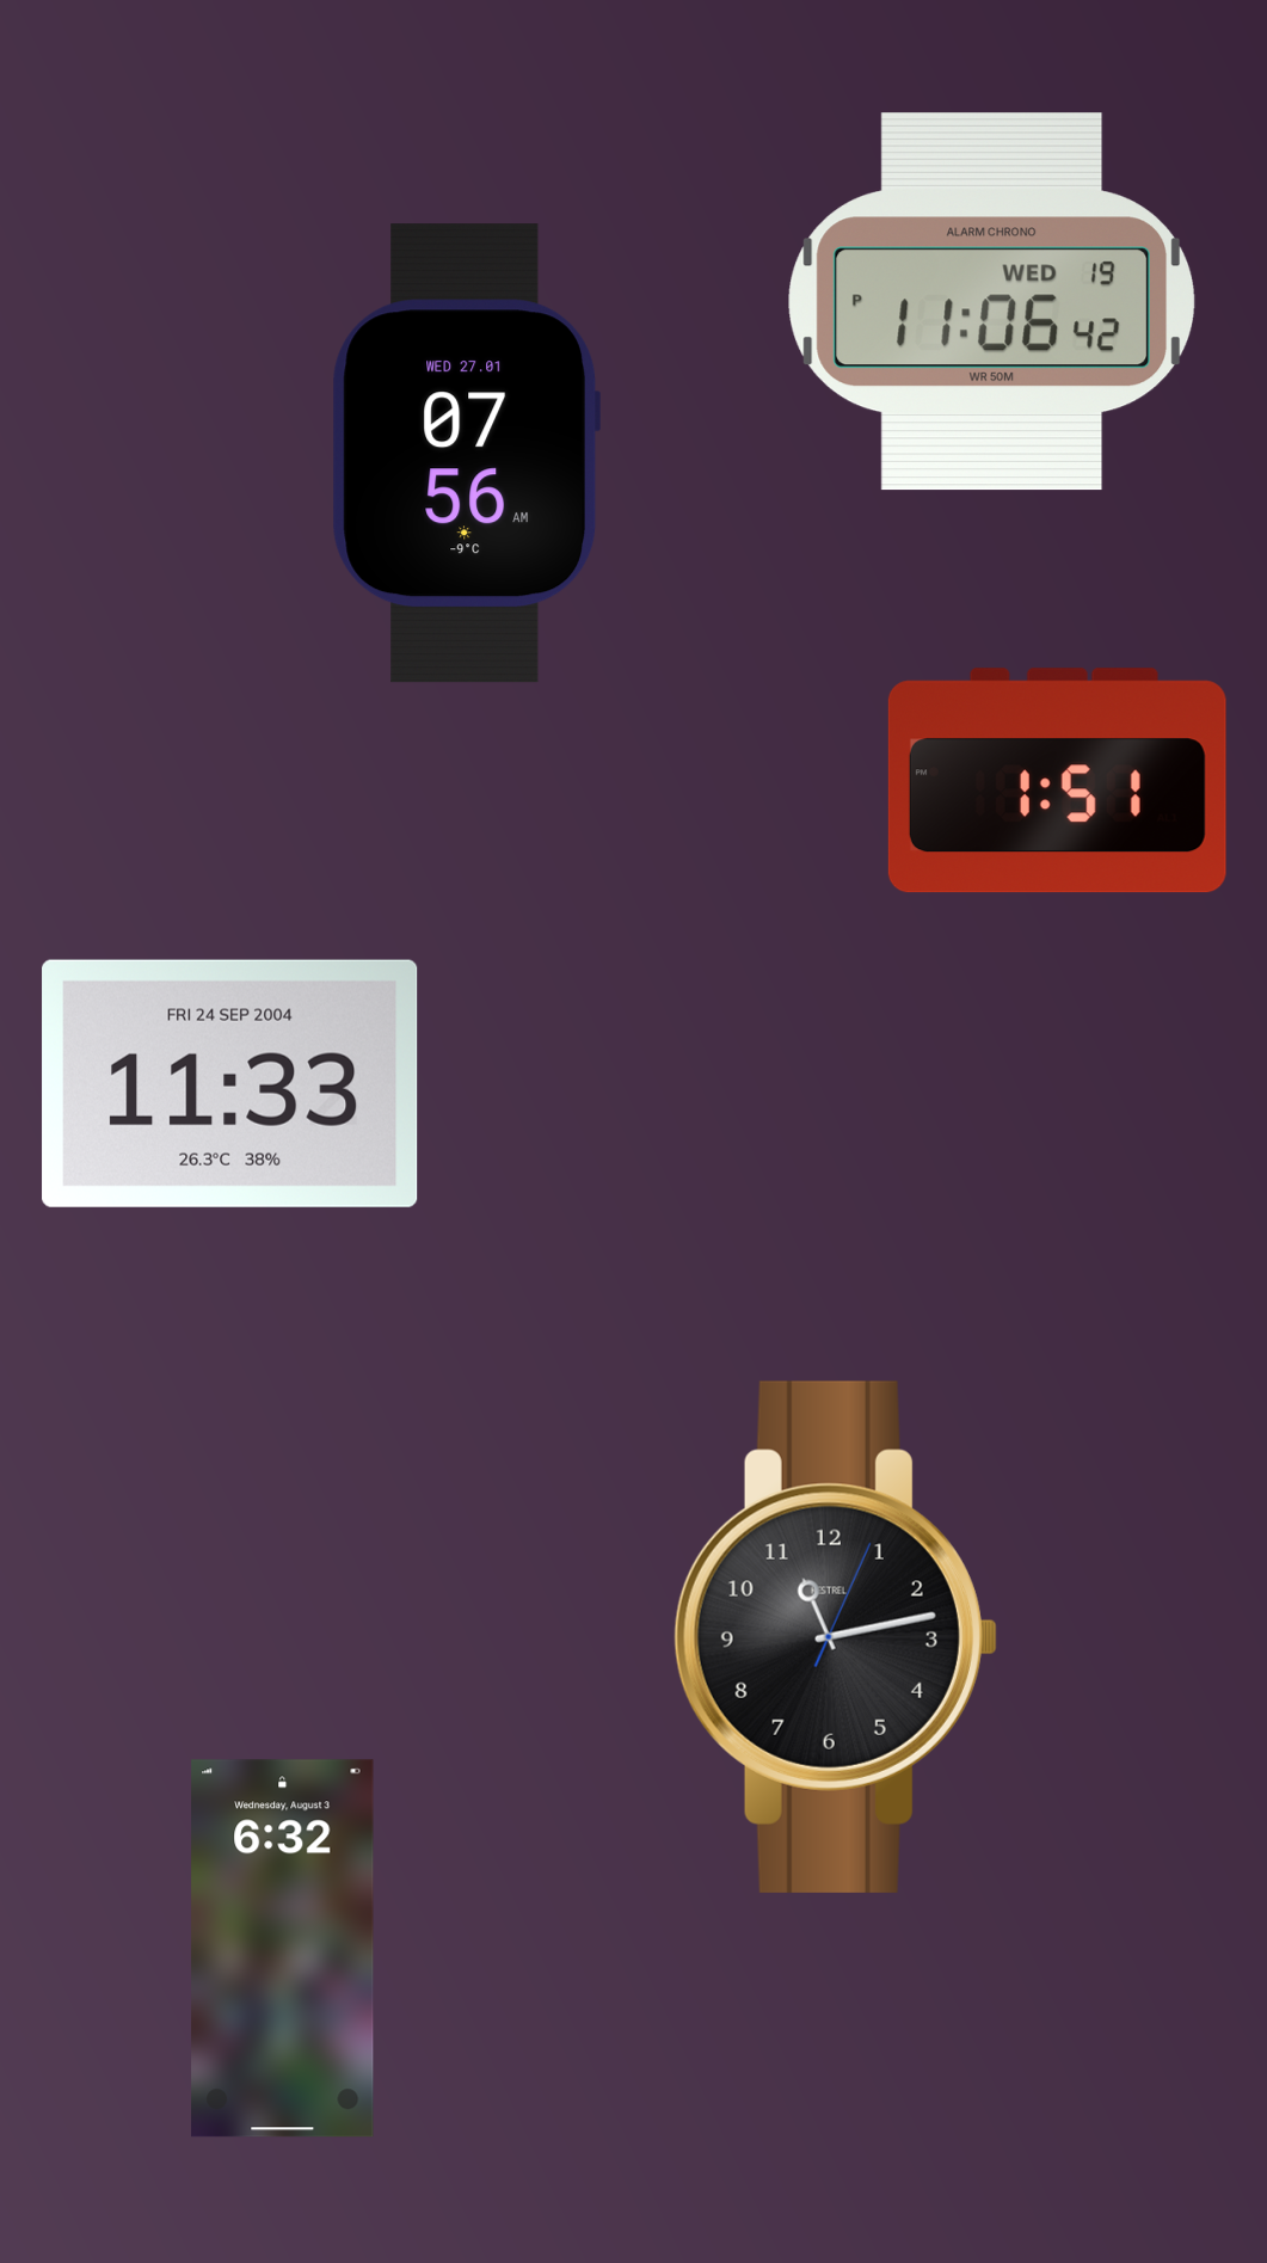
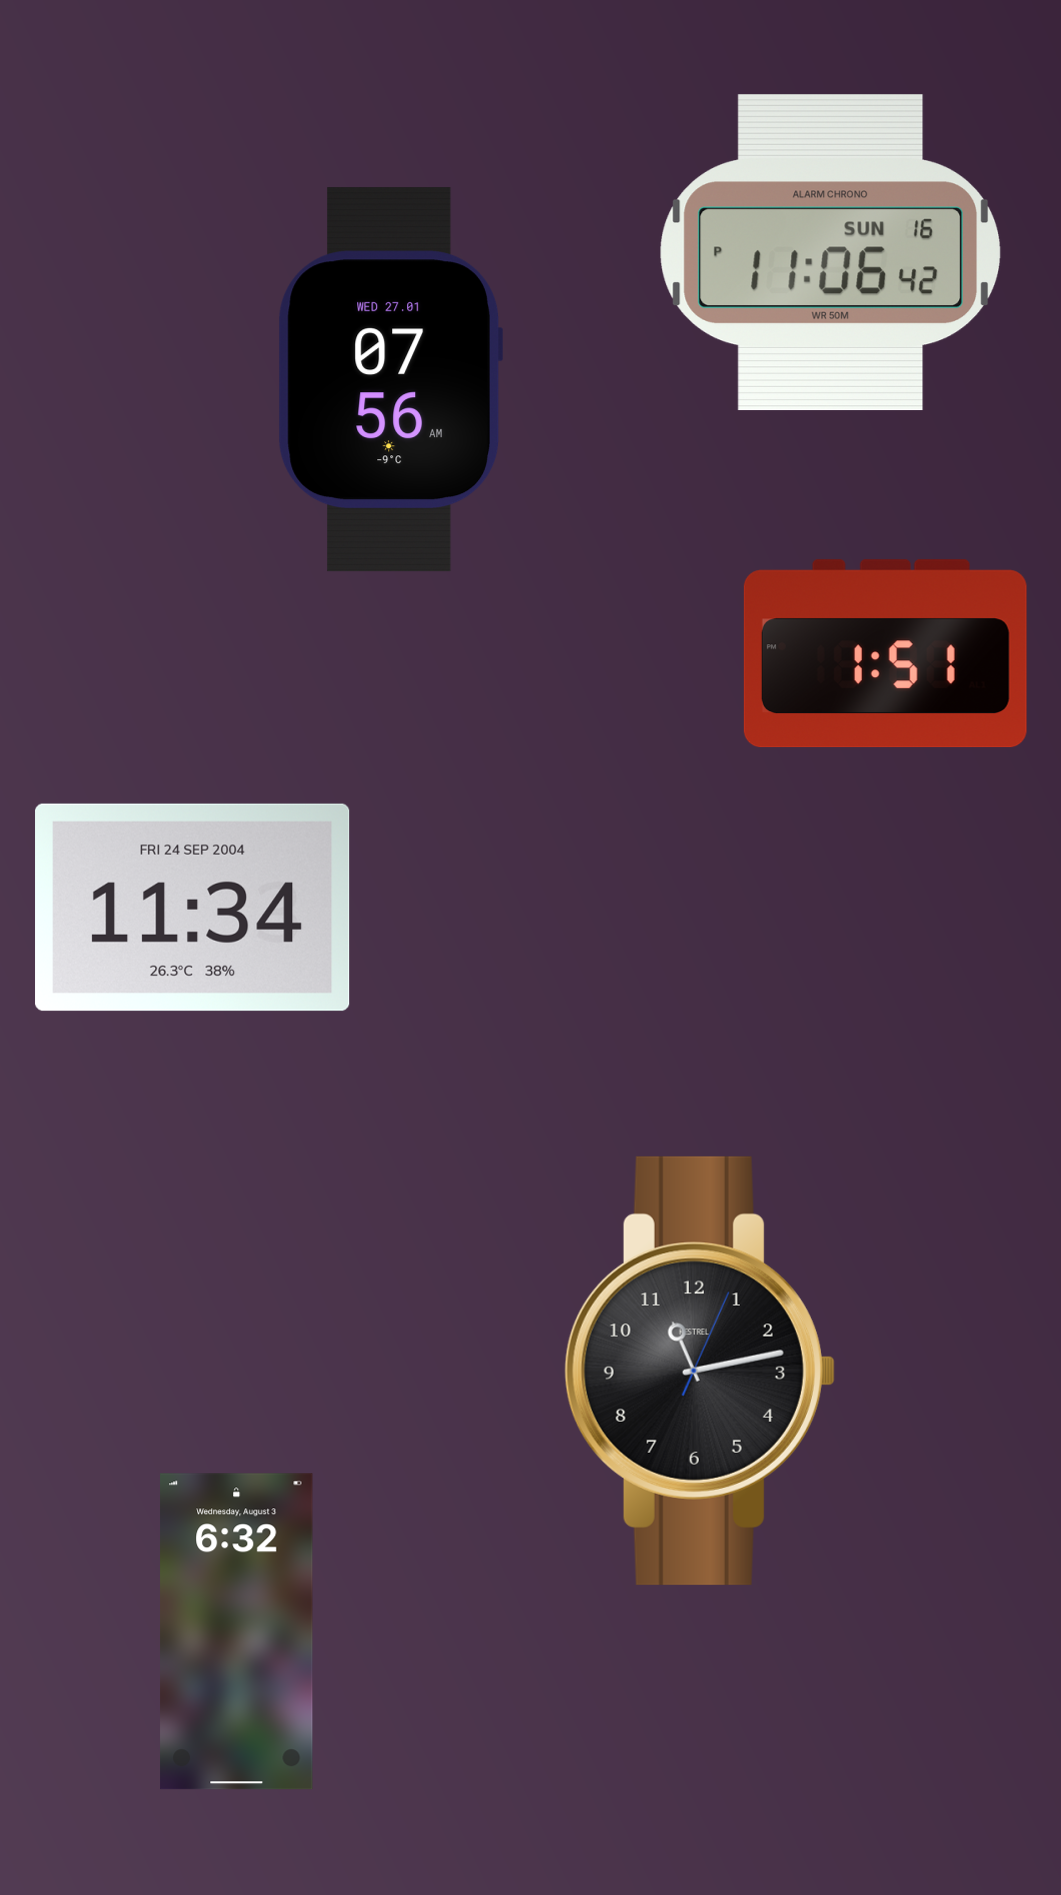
clock at (991, 302) date: WED 19 -> SUN 16
clock at (230, 1083): 11:33 -> 11:34
